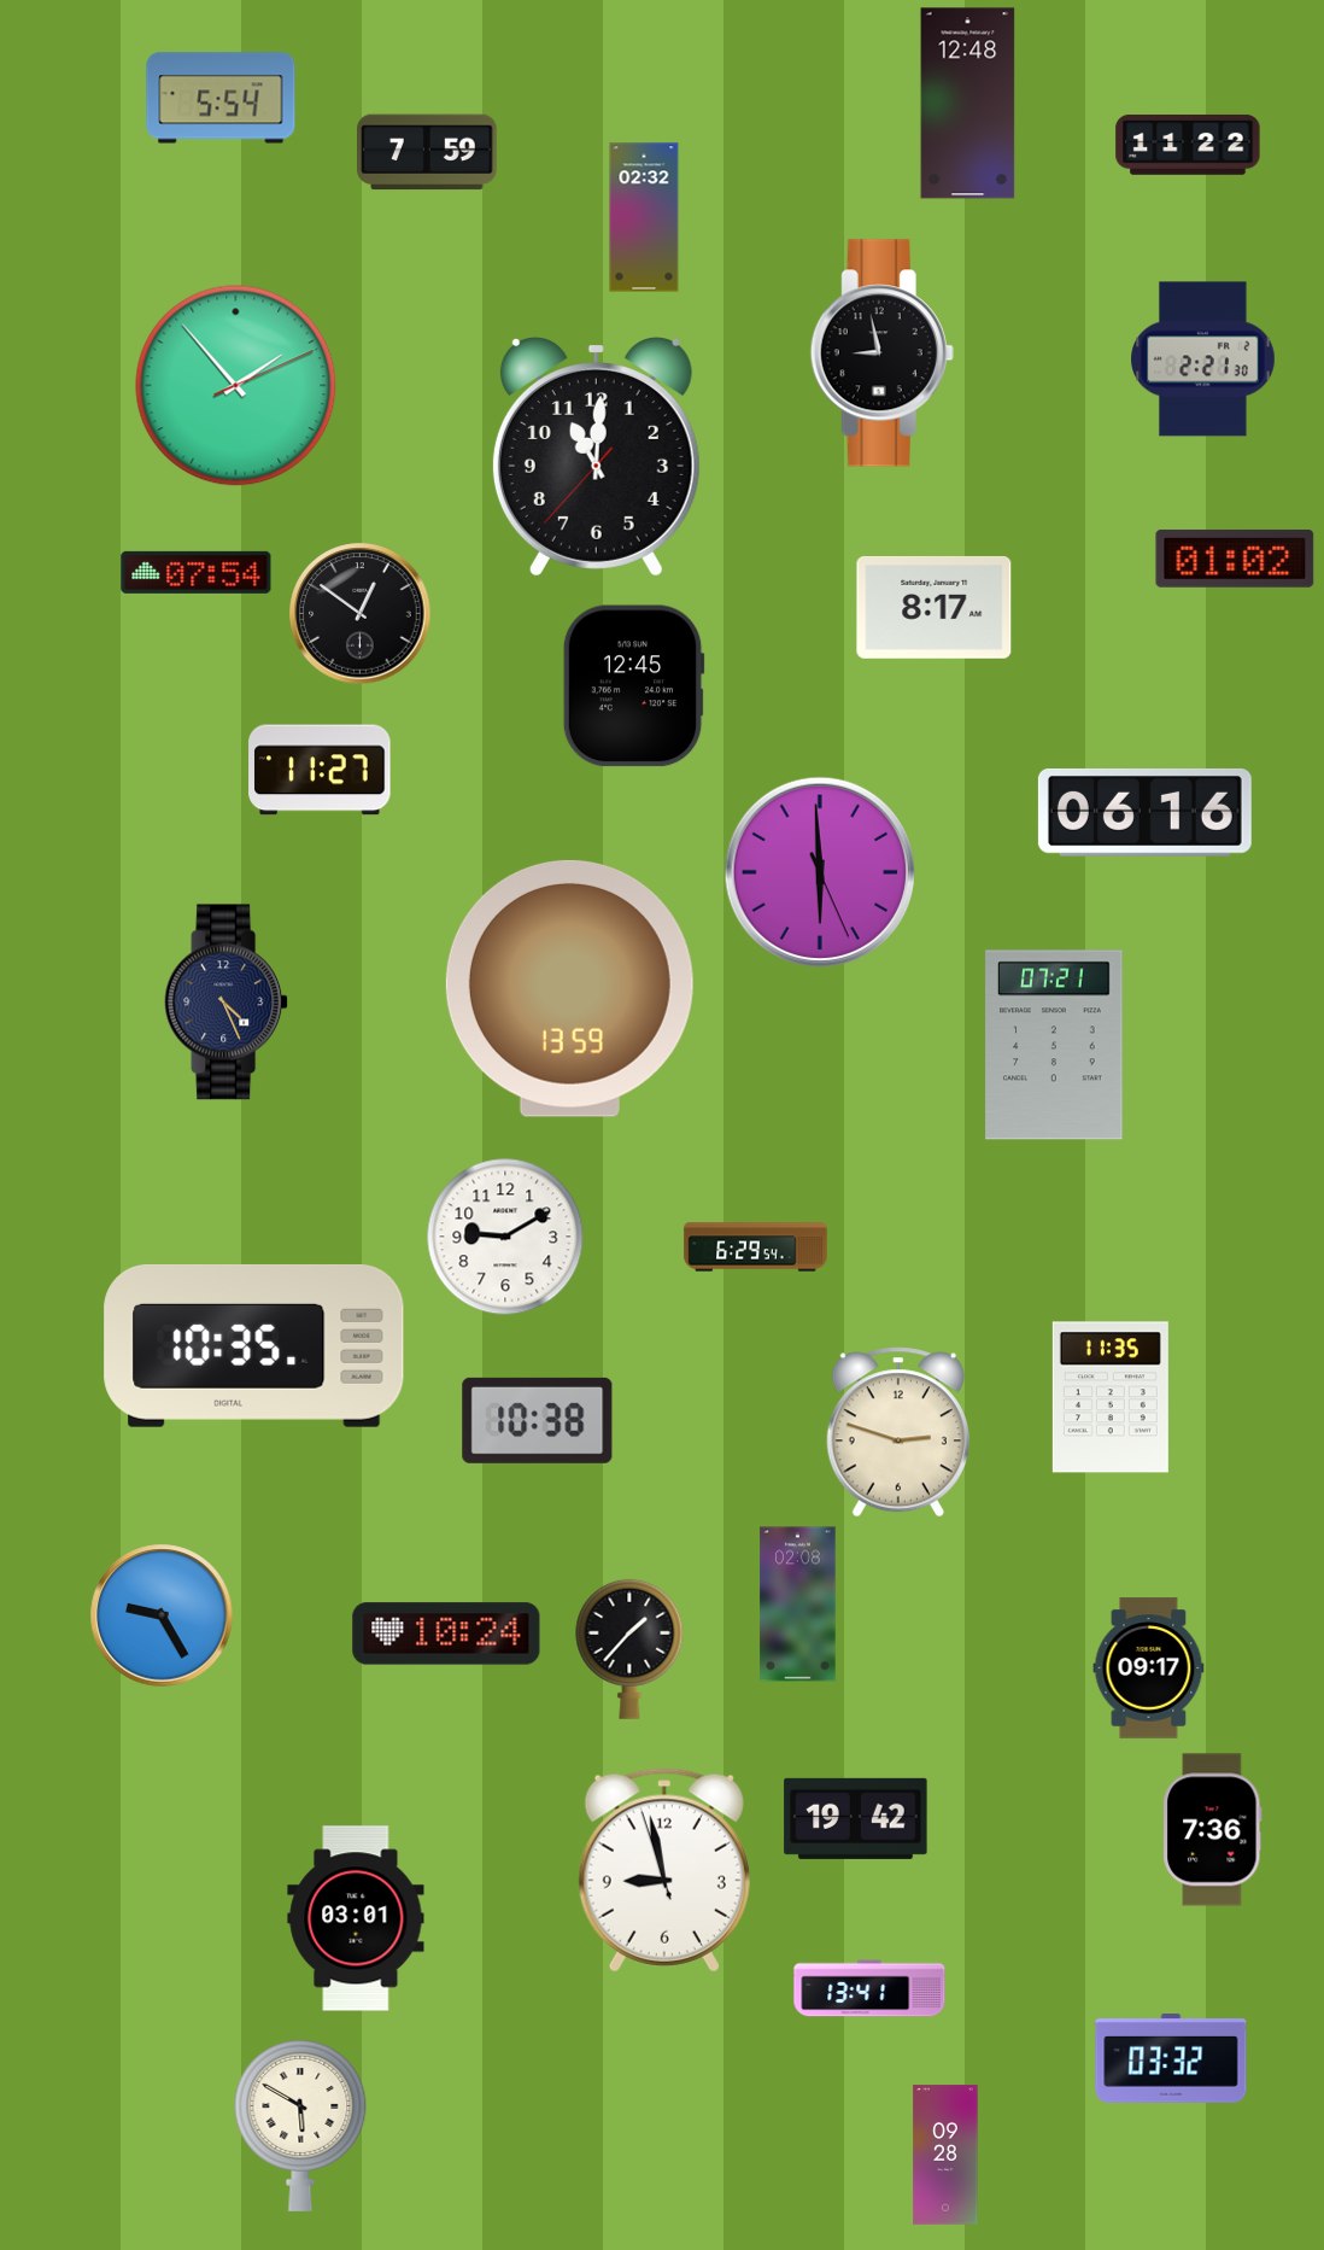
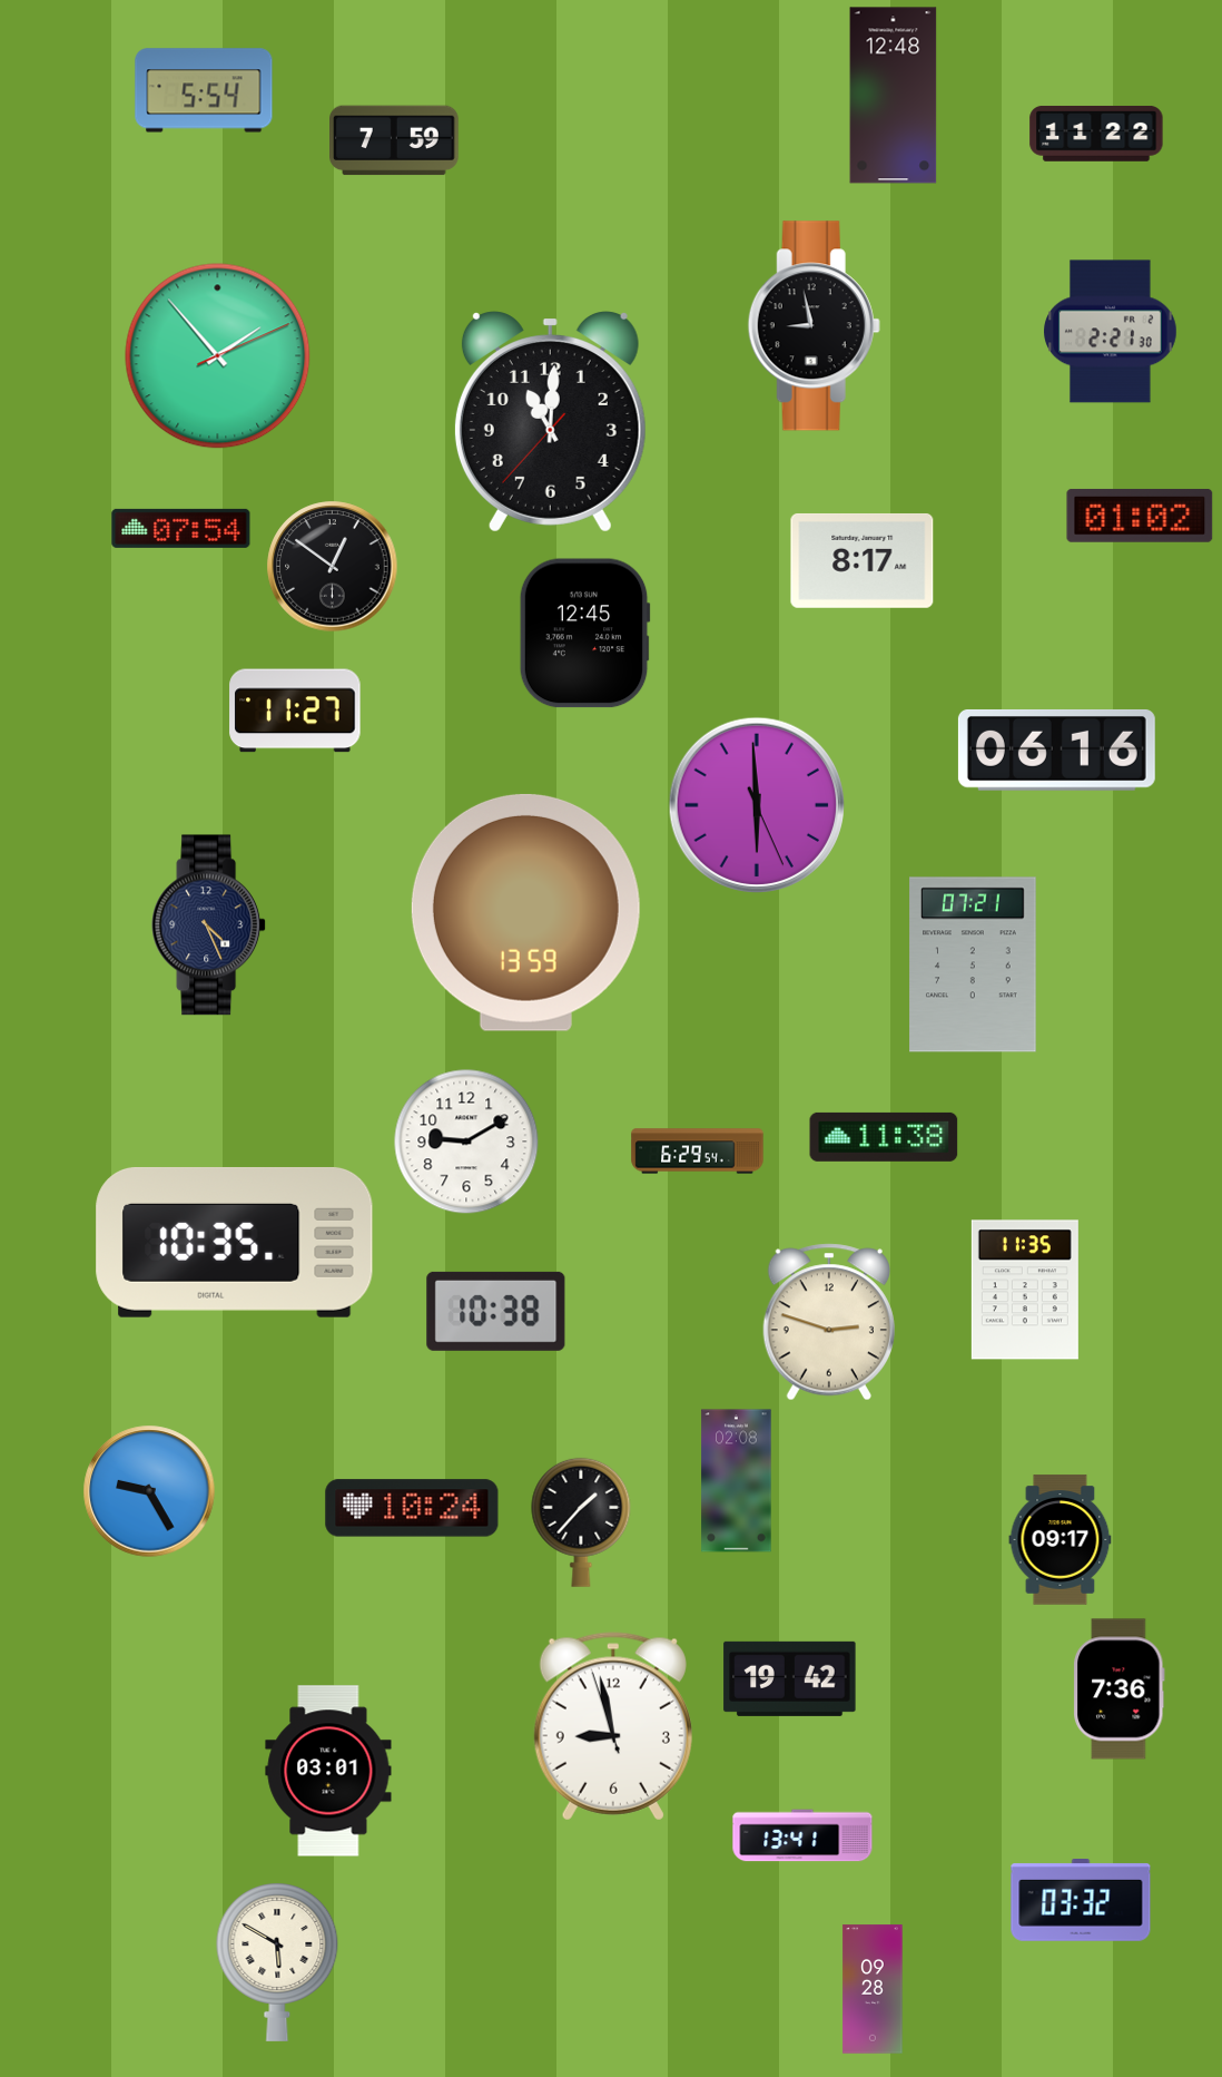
clock at (644, 217): 02:32 -> none
clock at (884, 1137): none -> 11:38
